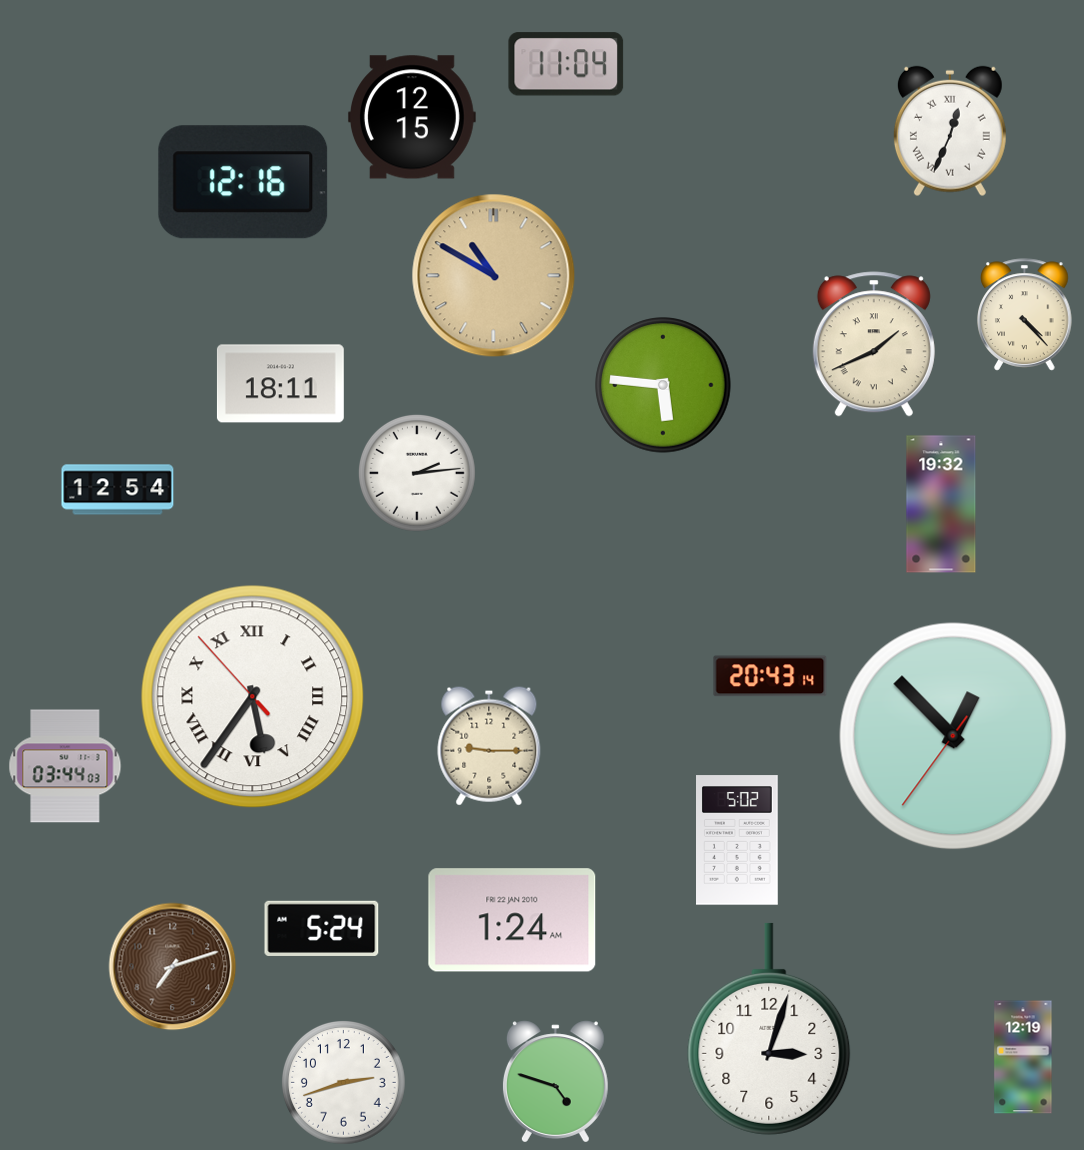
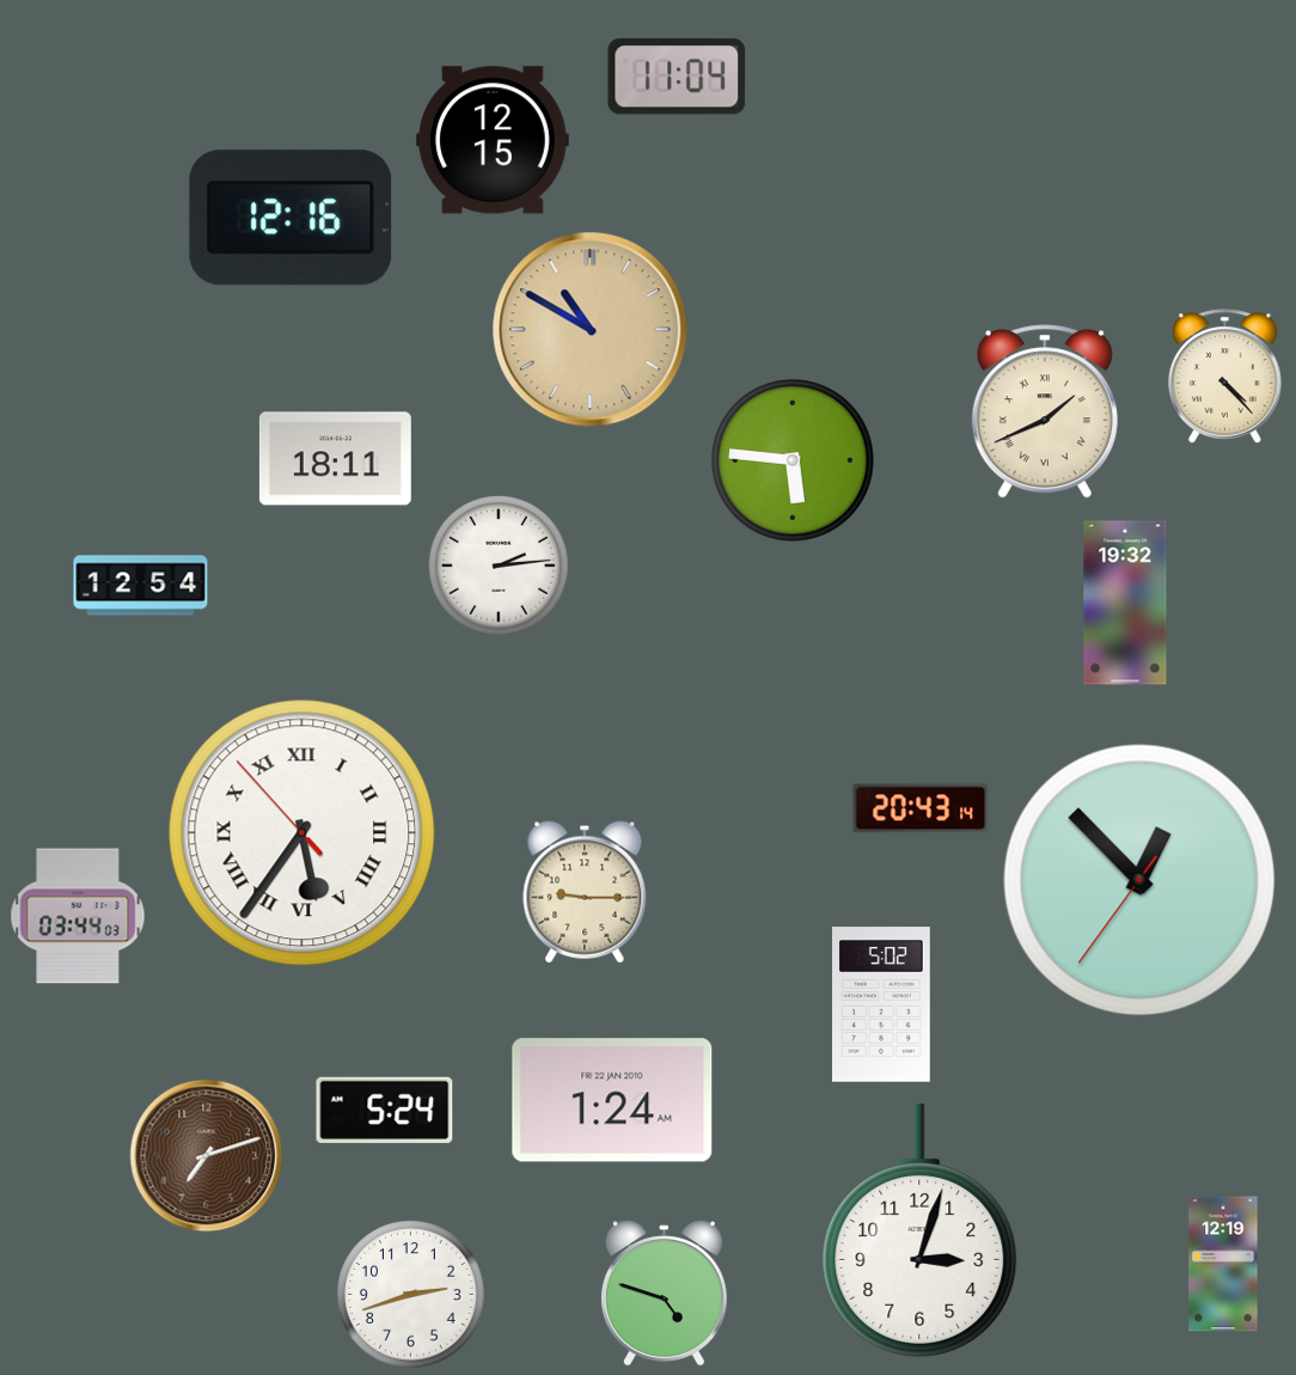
clock at (950, 131): 12:34 -> none
